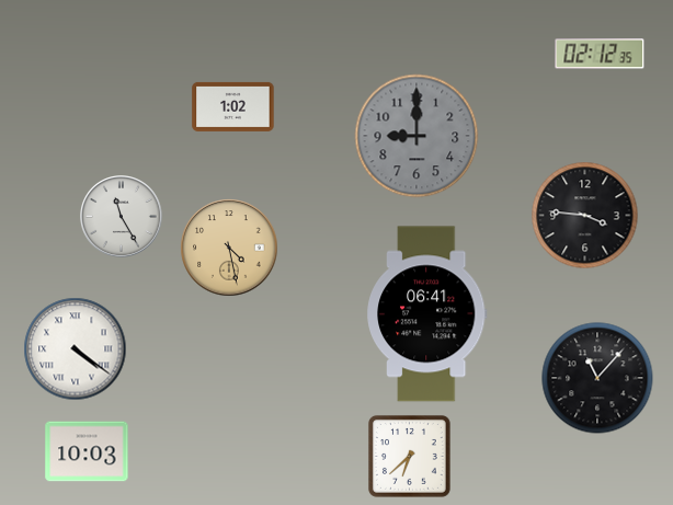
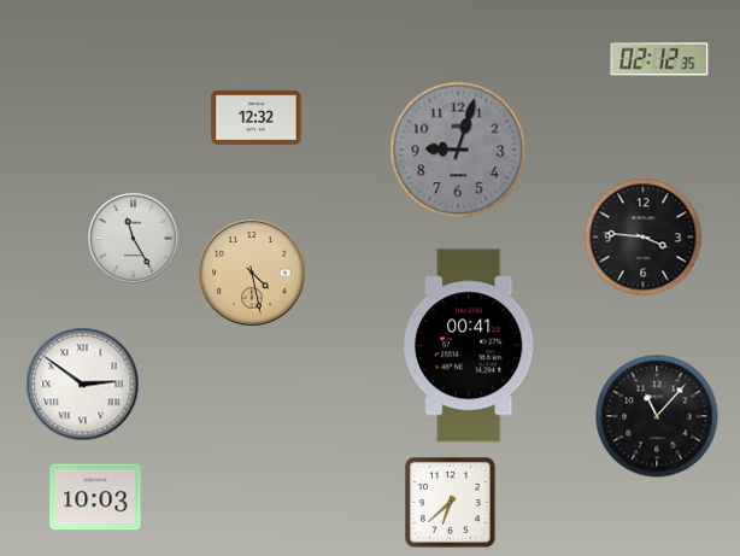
clock at (233, 106): 1:02 -> 12:32
clock at (417, 136): 9:00 -> 9:03
clock at (427, 314): 06:41 -> 00:41
clock at (76, 349): 4:21 -> 2:51
